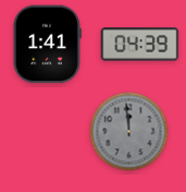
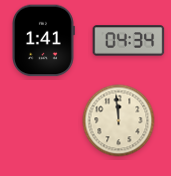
clock at (140, 45): 04:39 -> 04:34
clock at (129, 132) dial: grey -> cream
